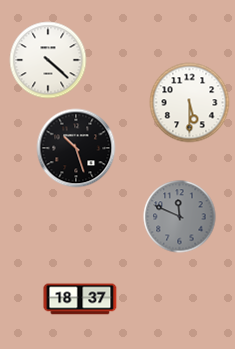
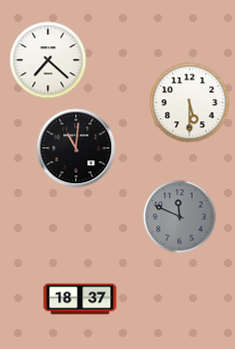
clock at (48, 60): 4:22 -> 7:22
clock at (76, 148): 10:27 -> 11:01
